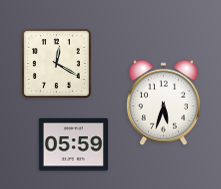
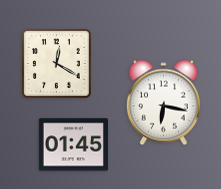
clock at (163, 103): 5:33 -> 6:17
clock at (73, 145): 05:59 -> 01:45
